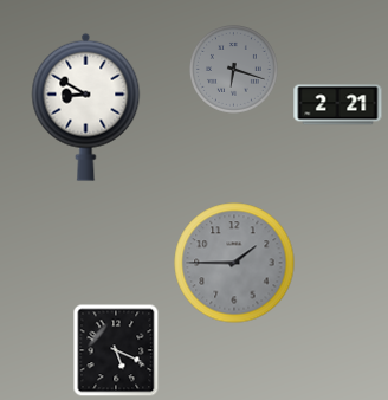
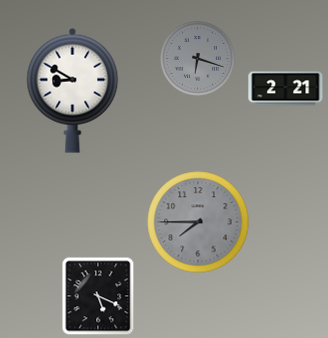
clock at (234, 263): 1:45 -> 7:45
